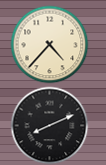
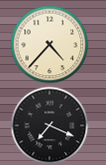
clock at (49, 125): 8:11 -> 7:19
